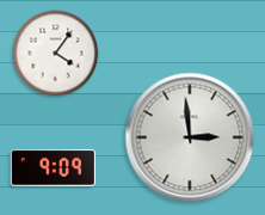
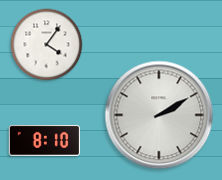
clock at (190, 137): 2:59 -> 2:10
clock at (53, 168): 9:09 -> 8:10
